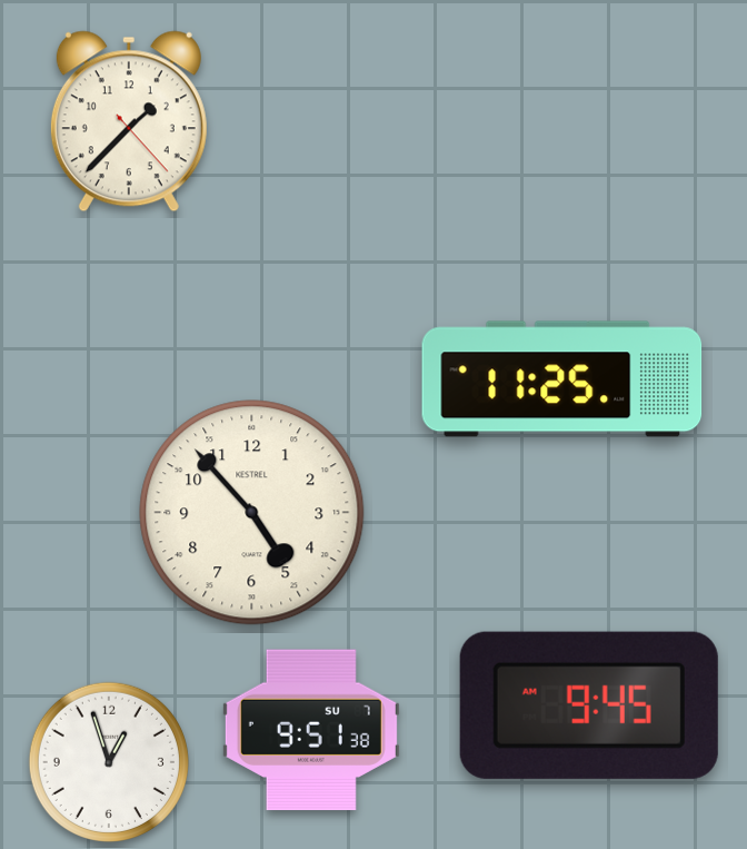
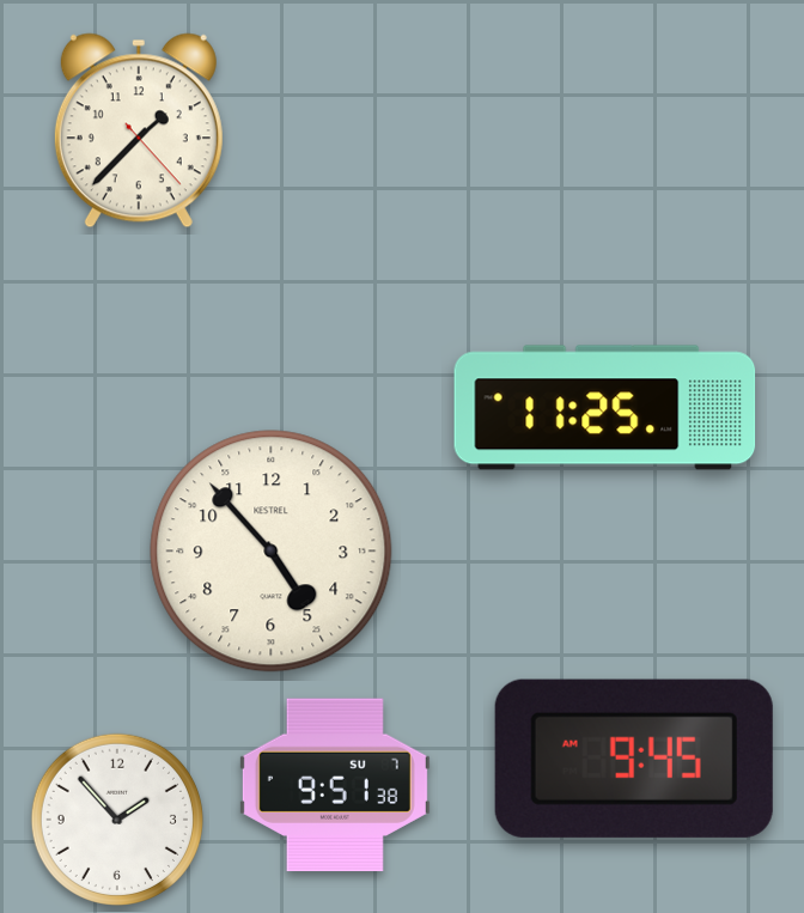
clock at (109, 762): 12:57 -> 1:53
